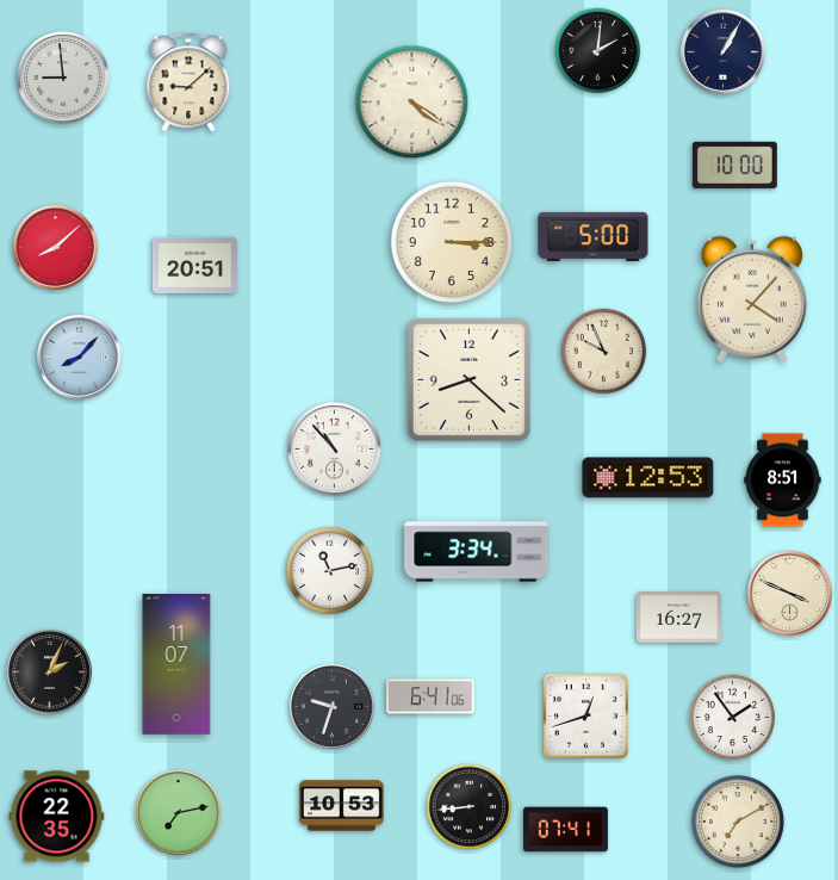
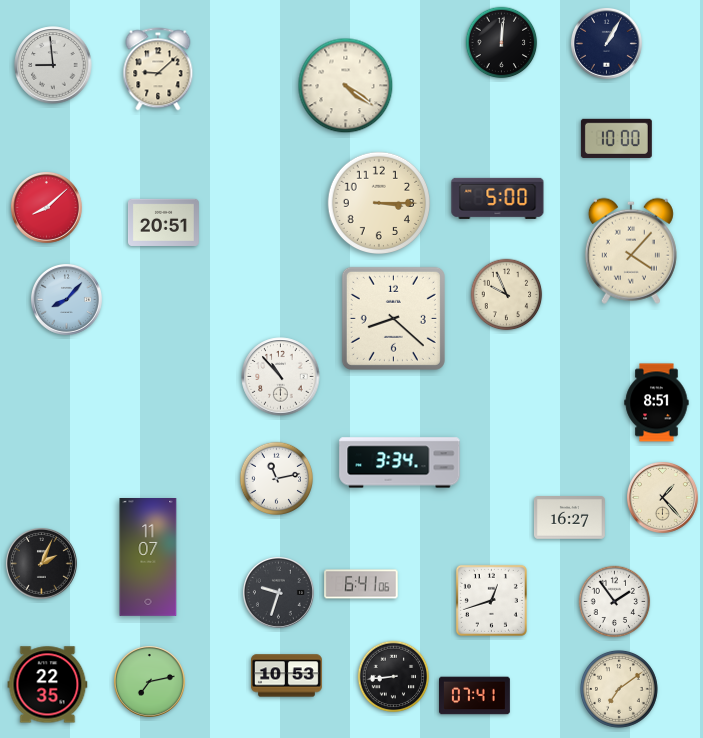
clock at (598, 51): 2:01 -> 12:01
clock at (648, 478): 12:53 -> none
clock at (789, 593): 3:49 -> 1:23
clock at (738, 822): 7:10 -> 7:09
